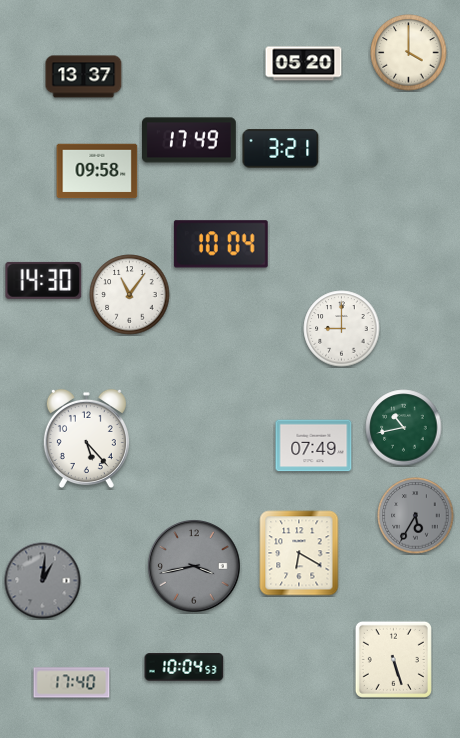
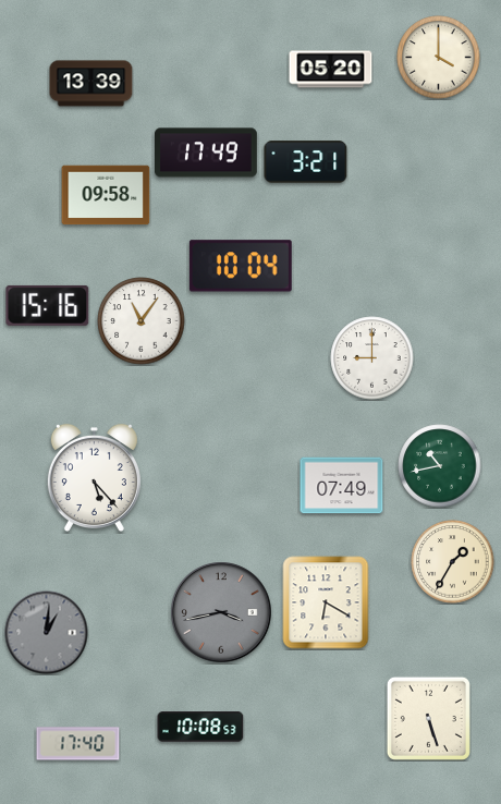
clock at (409, 53) position: (409, 53) -> (439, 58)
clock at (84, 77): 13:37 -> 13:39
clock at (97, 171) position: (97, 171) -> (106, 195)
clock at (44, 280): 14:30 -> 15:16
clock at (416, 516): 5:35 -> 1:35
clock at (416, 516) dial: grey -> cream
clock at (194, 566) position: (194, 566) -> (221, 612)
clock at (184, 667): 10:04 -> 10:08
